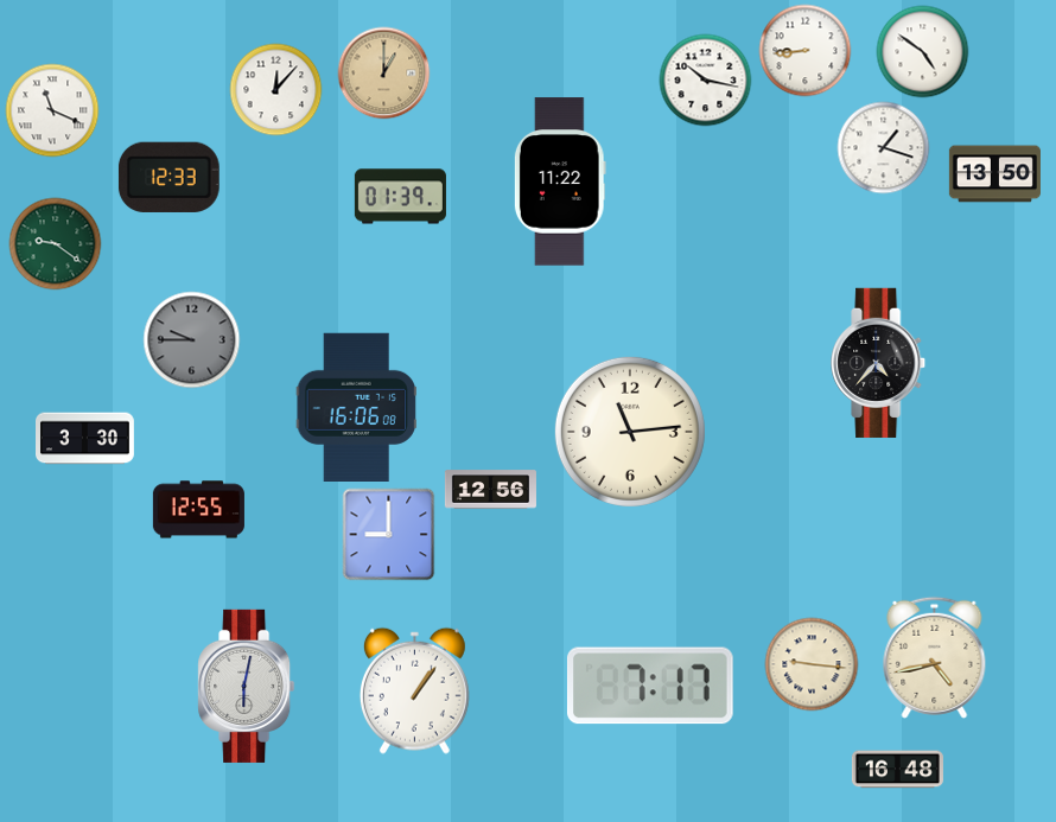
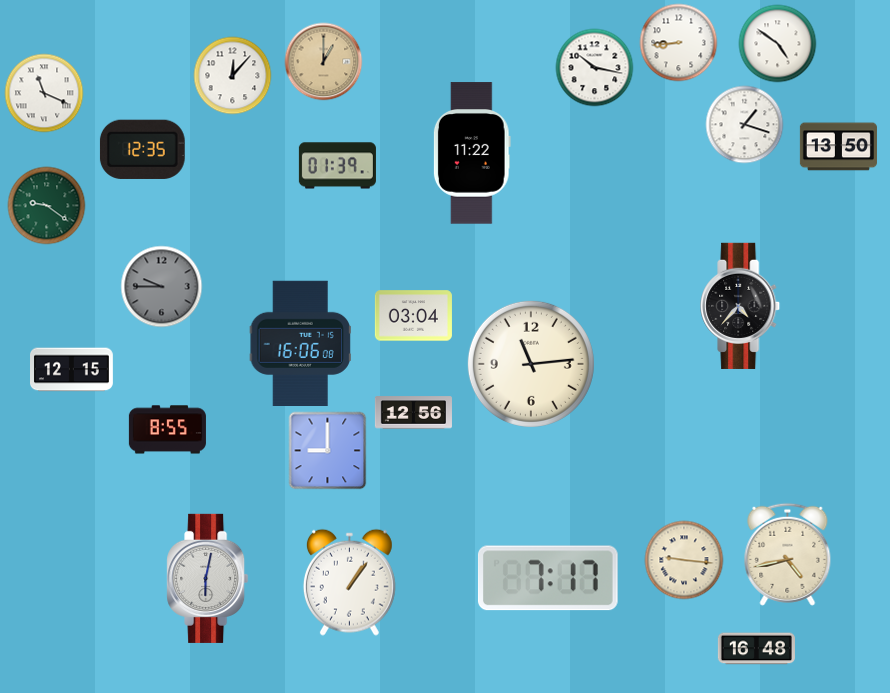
clock at (168, 177): 12:33 -> 12:35
clock at (413, 316): none -> 03:04
clock at (85, 439): 3:30 -> 12:15
clock at (198, 510): 12:55 -> 8:55
